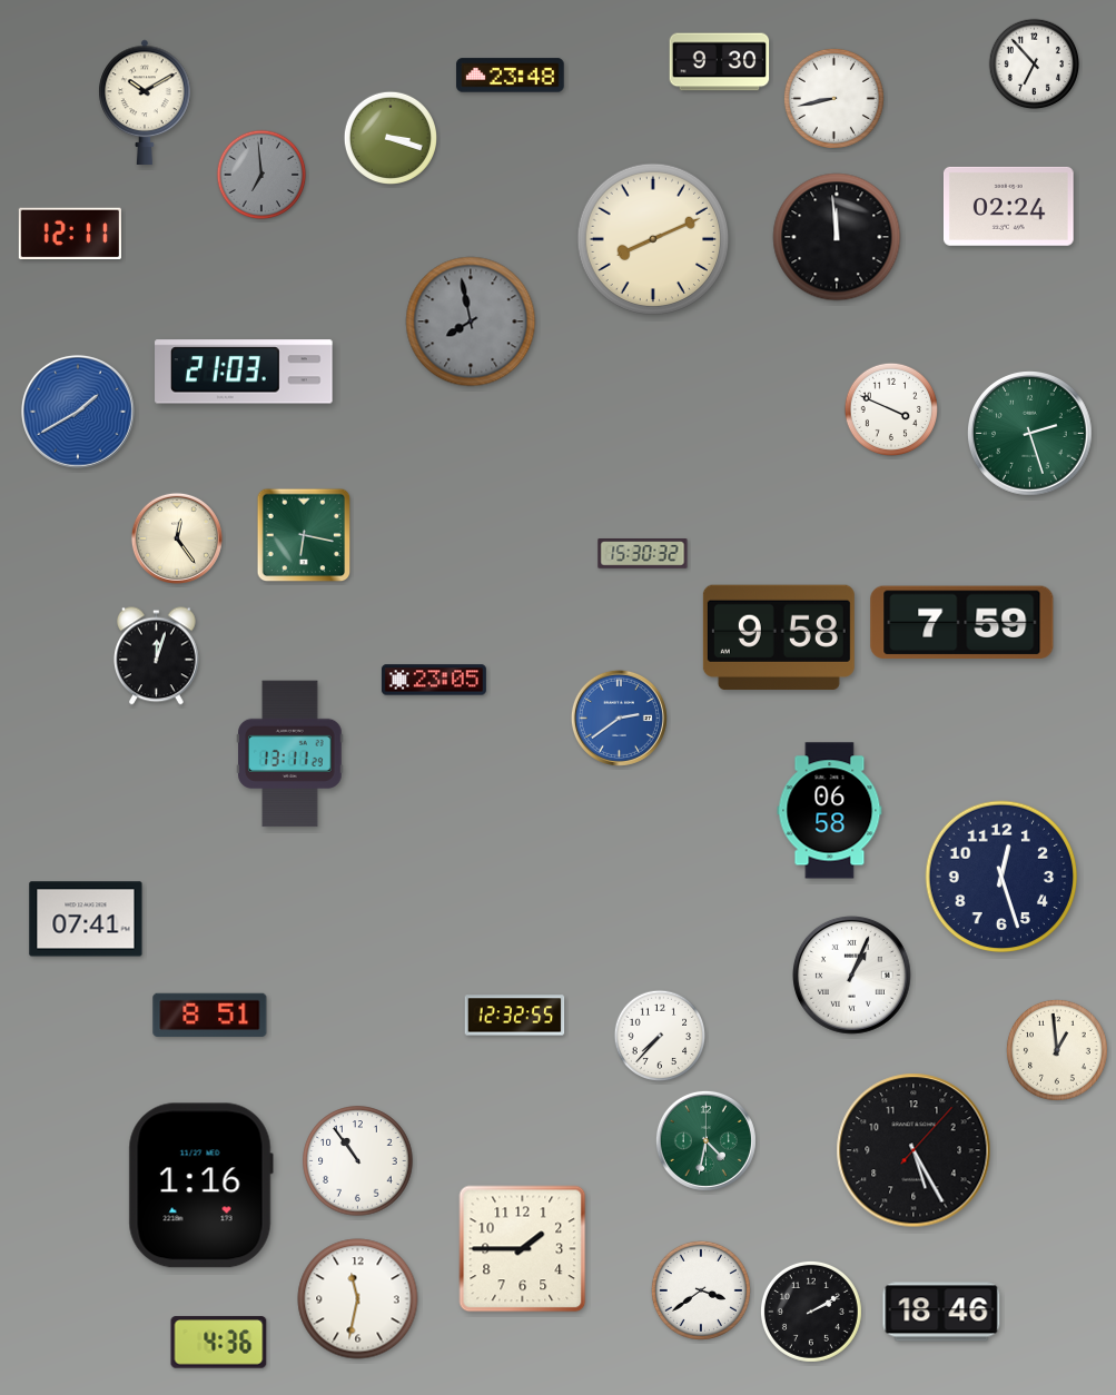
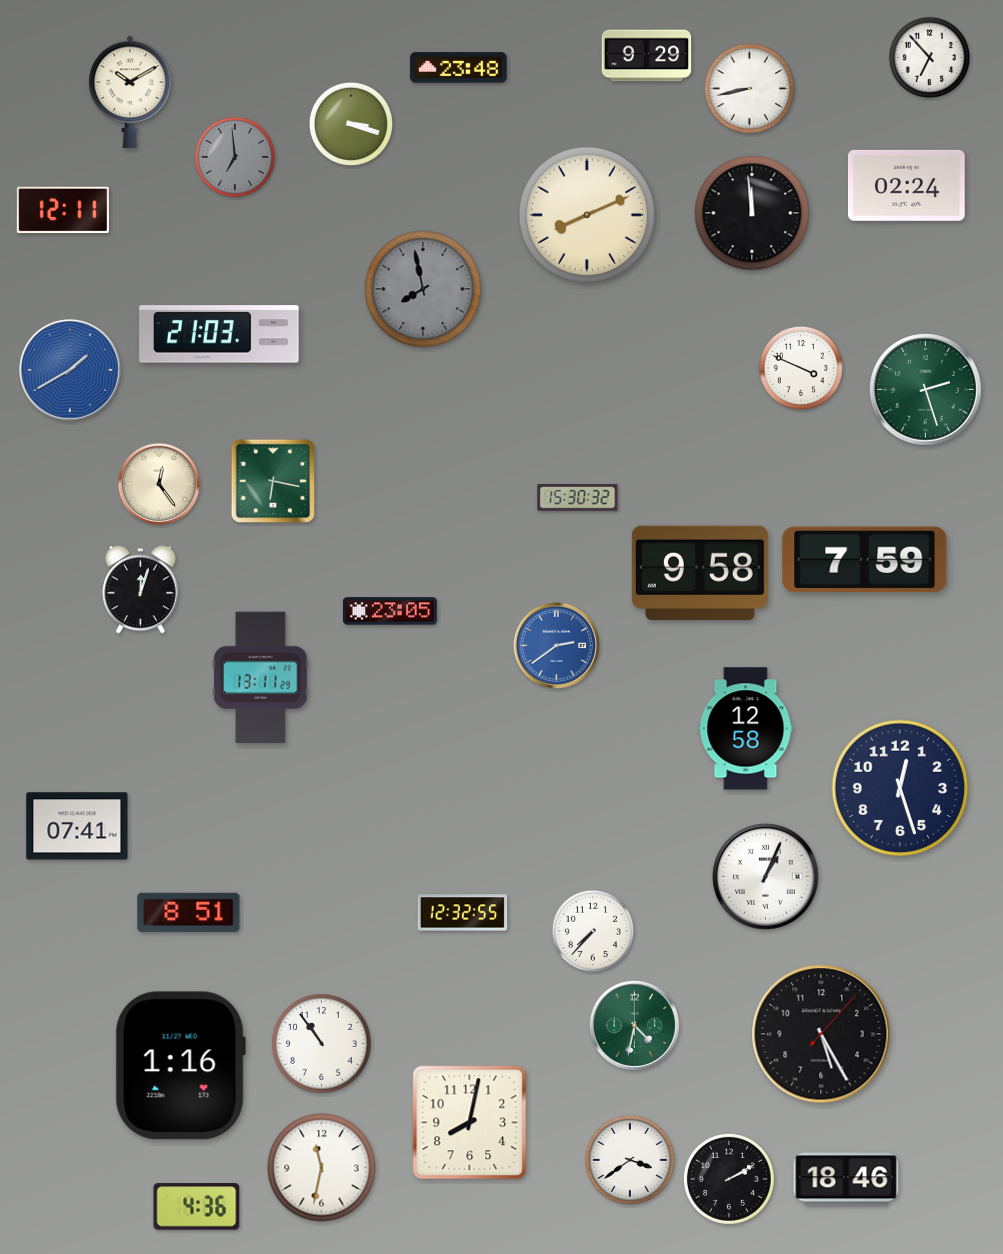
clock at (720, 62): 9:30 -> 9:29
clock at (830, 811): 06:58 -> 12:58
clock at (1057, 1050): 12:59 -> none
clock at (523, 1249): 1:45 -> 8:02
